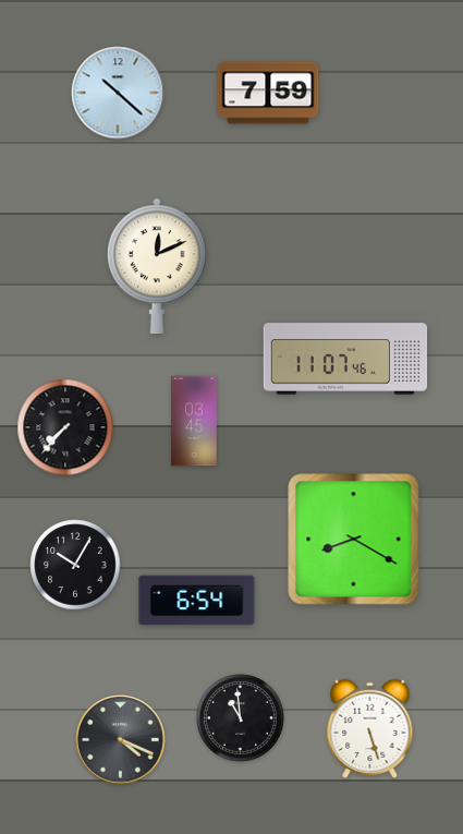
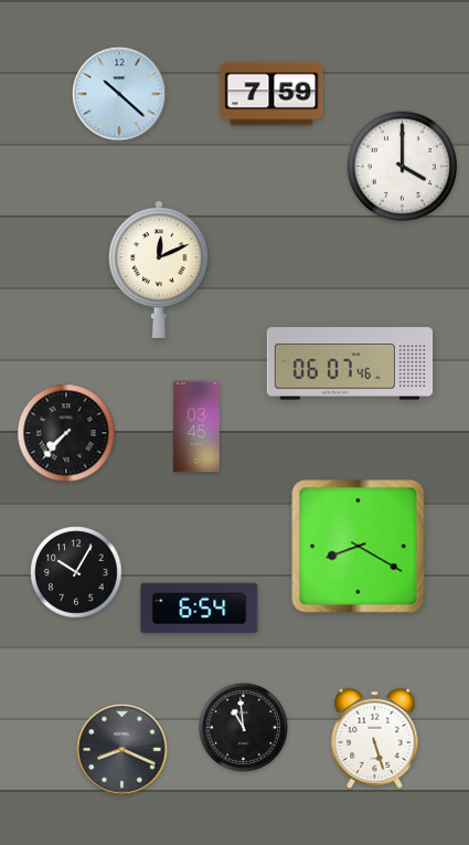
clock at (402, 166): none -> 4:00
clock at (345, 359): 11:07 -> 06:07
clock at (121, 740): 4:19 -> 8:19
